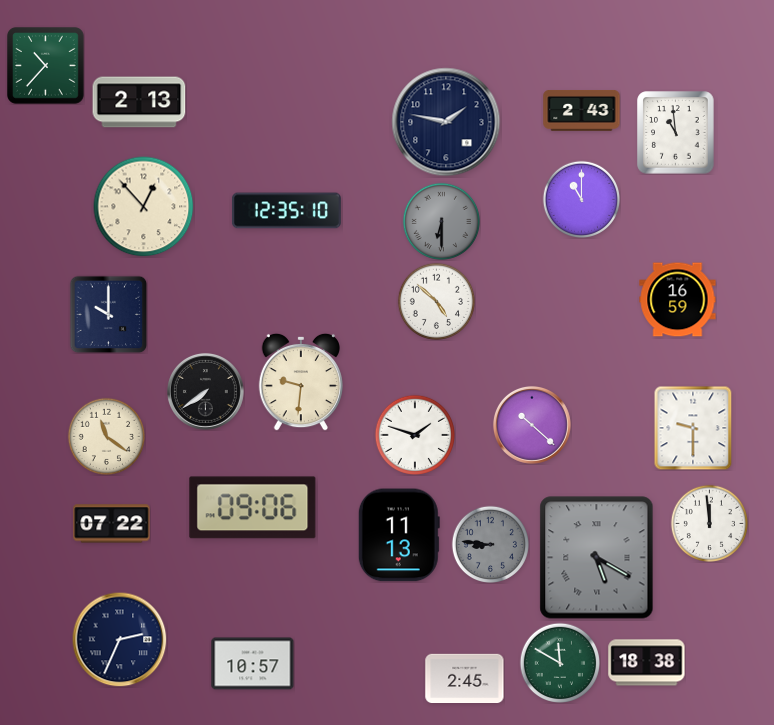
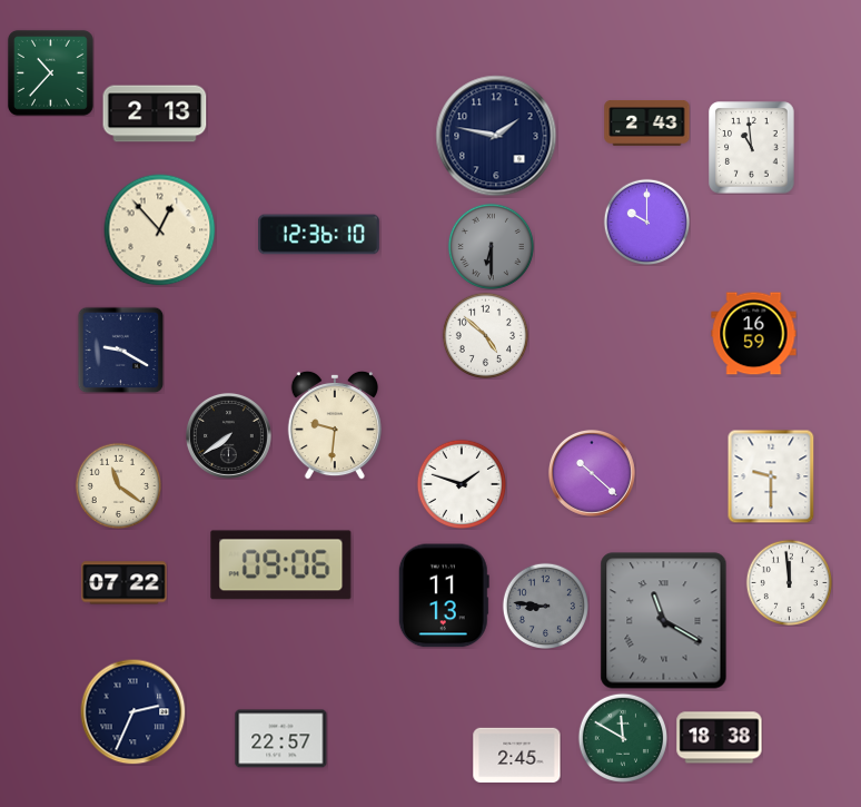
clock at (581, 199): 11:00 -> 10:00
clock at (286, 211): 12:35 -> 12:36
clock at (108, 314): 10:00 -> 9:20
clock at (597, 558): 5:20 -> 11:20
clock at (253, 664): 10:57 -> 22:57
